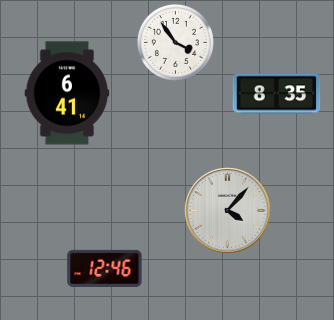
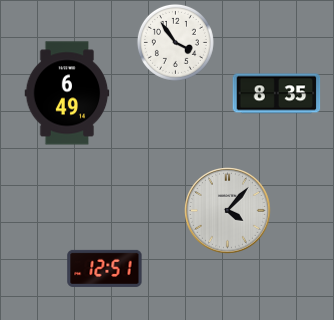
clock at (67, 93): 6:41 -> 6:49
clock at (105, 268): 12:46 -> 12:51
